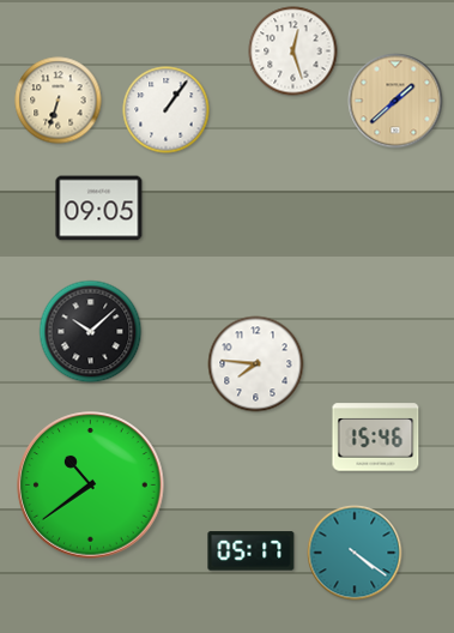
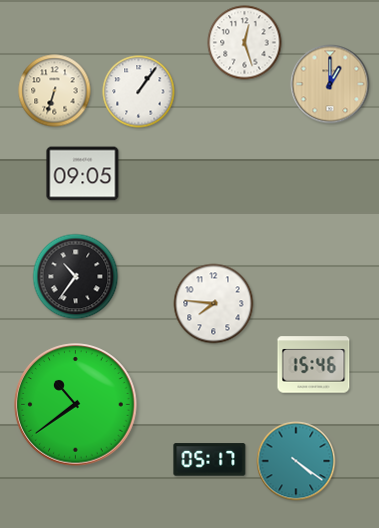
clock at (59, 101) position: (59, 101) -> (55, 91)
clock at (395, 101): 1:38 -> 1:00
clock at (91, 332): 10:08 -> 10:36
